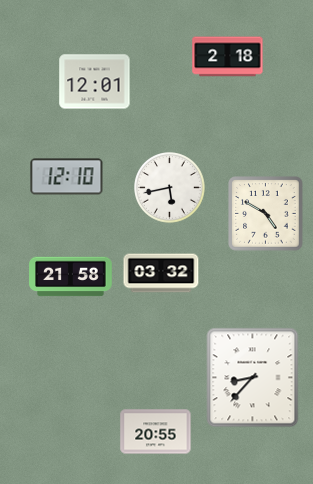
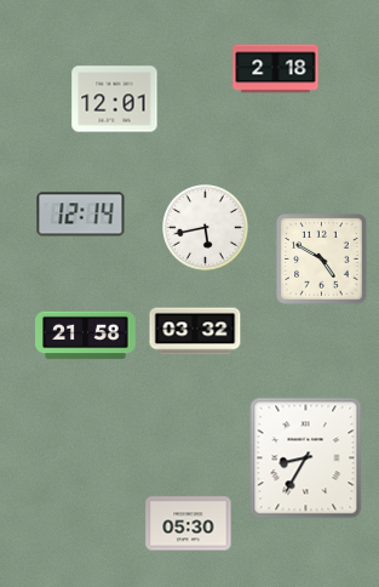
clock at (67, 177): 12:10 -> 12:14
clock at (253, 378): 8:37 -> 8:35
clock at (156, 432): 20:55 -> 05:30
